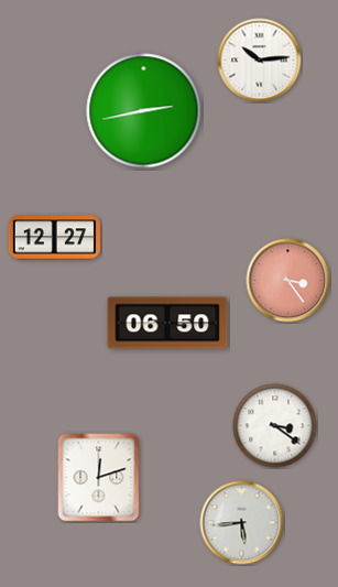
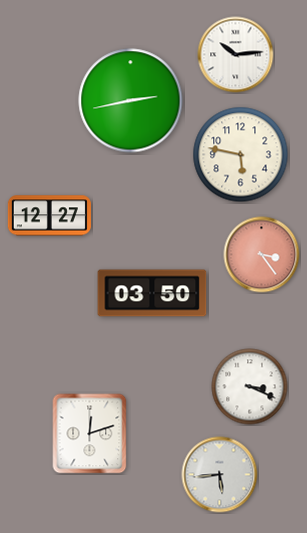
clock at (241, 155): none -> 5:47
clock at (167, 323): 06:50 -> 03:50
clock at (275, 426): 3:21 -> 3:19
